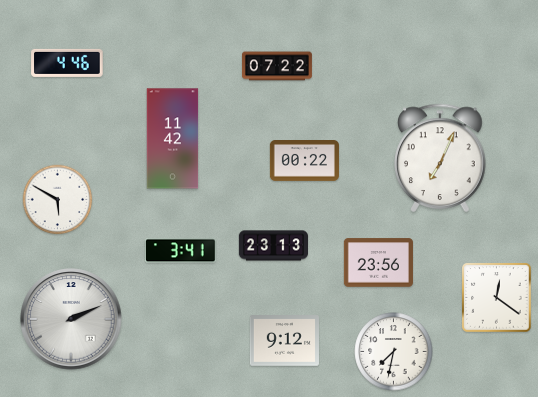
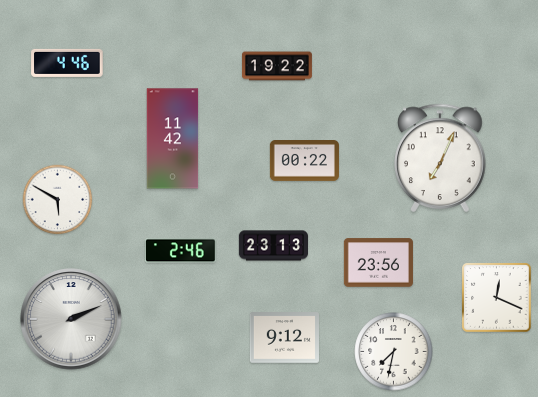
clock at (277, 66): 07:22 -> 19:22
clock at (181, 251): 3:41 -> 2:46
clock at (497, 298): 12:21 -> 12:19
clock at (284, 341) position: (284, 341) -> (284, 338)
